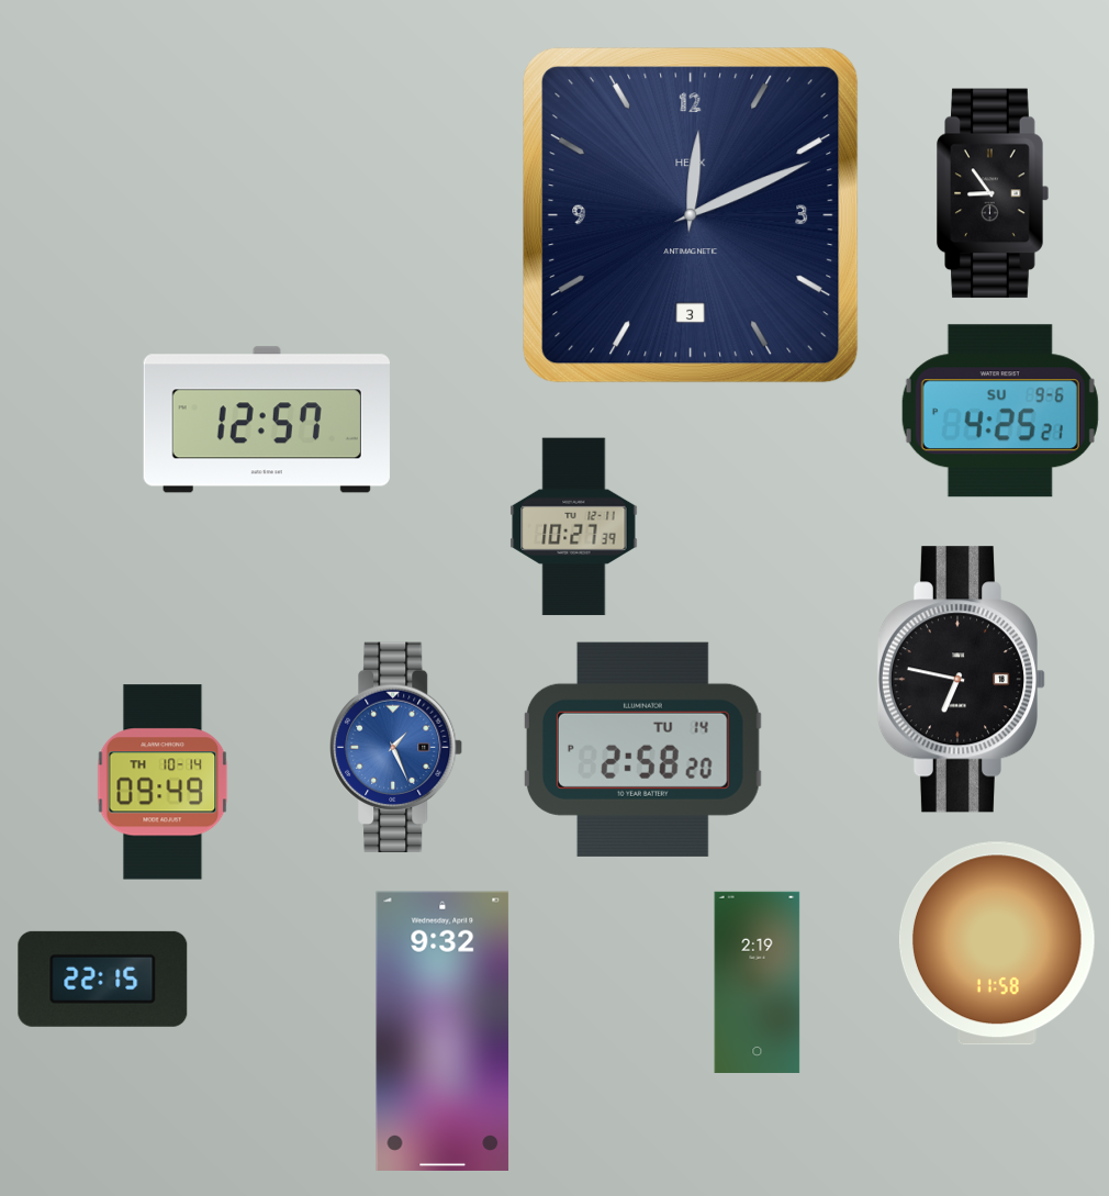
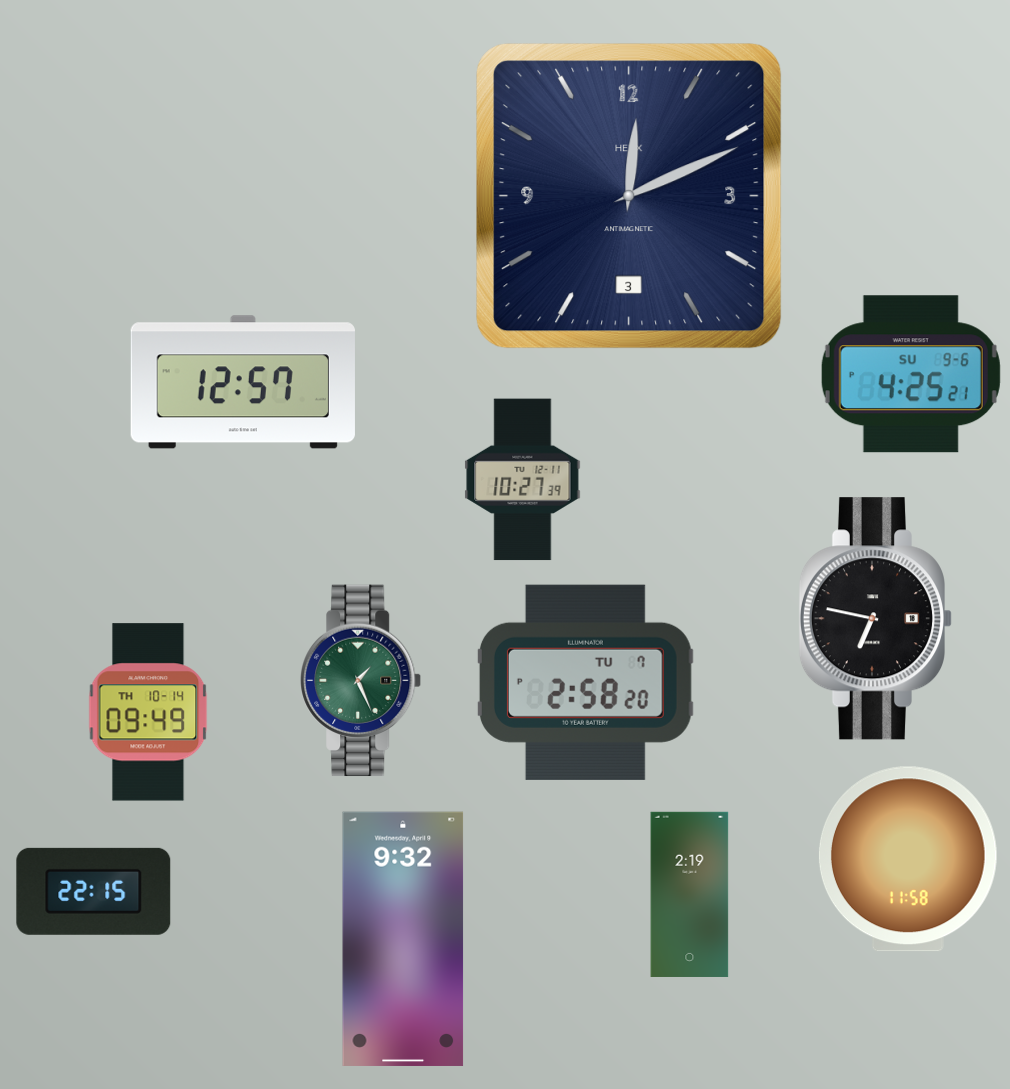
clock at (993, 193): 8:54 -> none
clock at (396, 748) dial: blue -> green
clock at (642, 749) date: TU 14 -> TU 7
